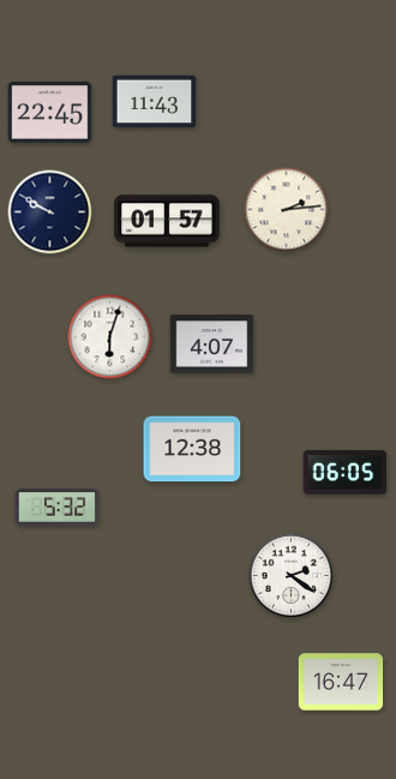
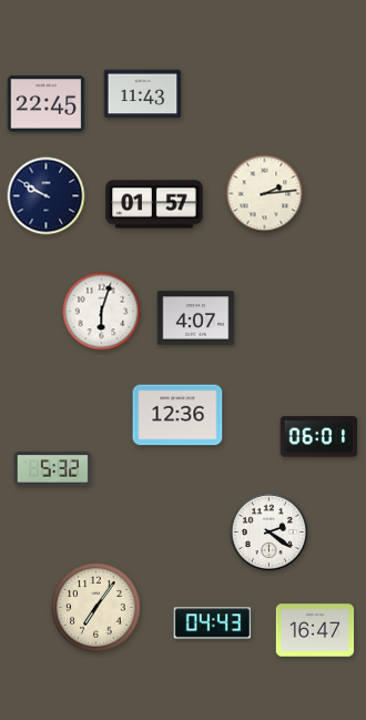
clock at (192, 449): 12:38 -> 12:36
clock at (346, 473): 06:05 -> 06:01
clock at (96, 608): none -> 7:06
clock at (213, 623): none -> 04:43
